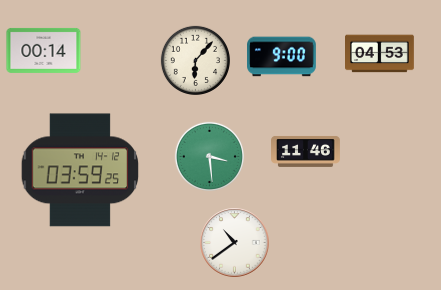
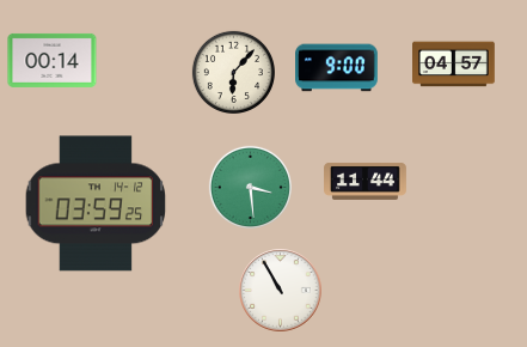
clock at (380, 54): 04:53 -> 04:57
clock at (306, 151): 11:46 -> 11:44
clock at (235, 243): 10:39 -> 10:55
